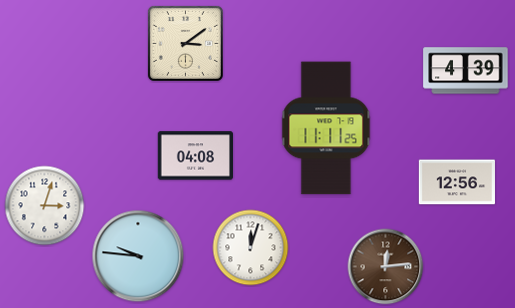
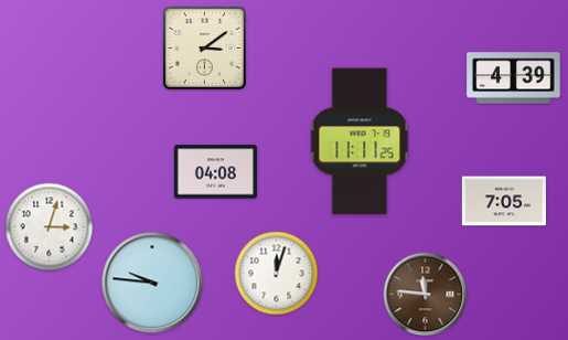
clock at (457, 182): 12:56 -> 7:05
clock at (386, 267): 12:14 -> 11:46
